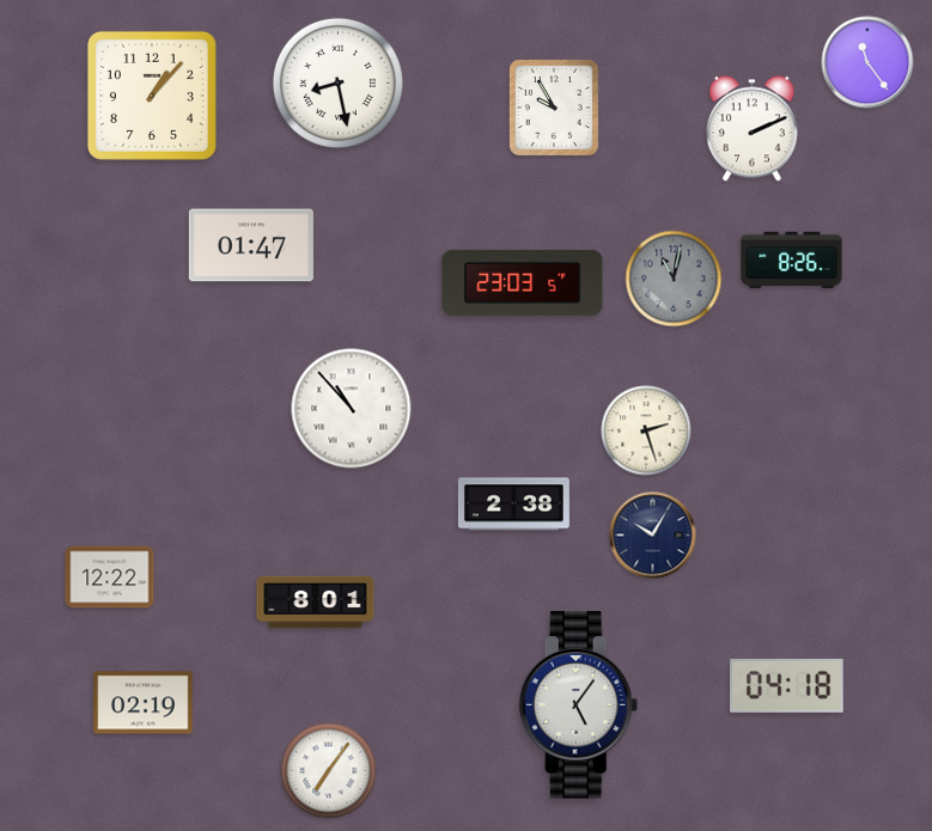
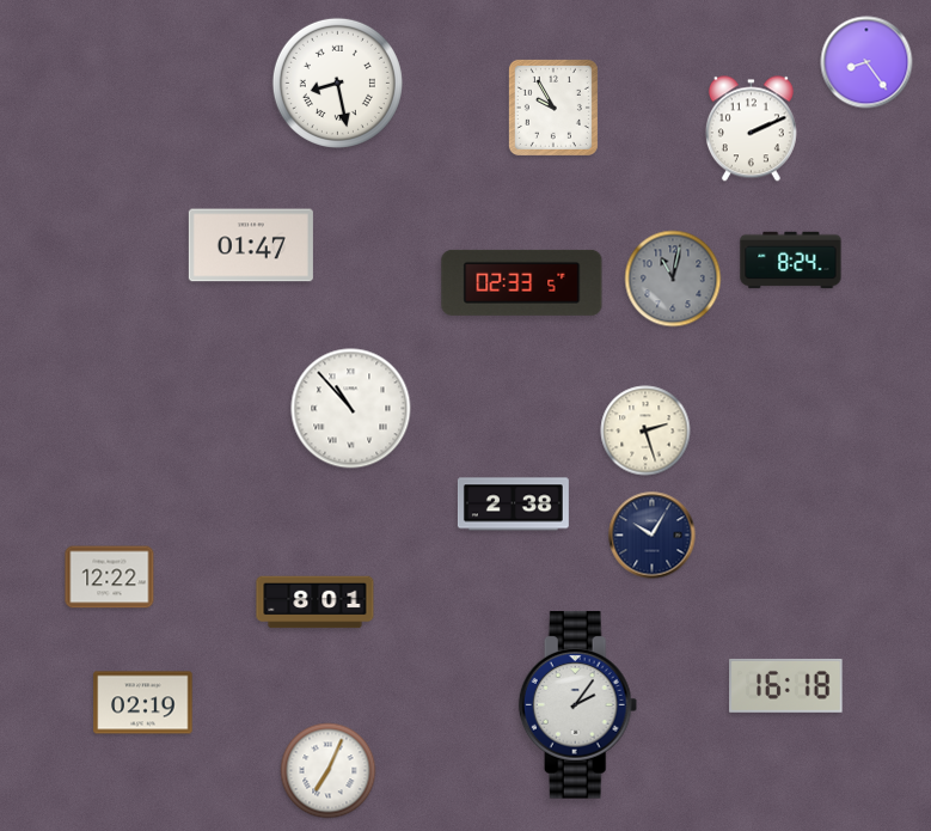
clock at (867, 62): 11:24 -> 8:24
clock at (152, 96): 1:07 -> none
clock at (792, 261): 8:26 -> 8:24
clock at (523, 282): 23:03 -> 02:33
clock at (787, 685): 04:18 -> 16:18
clock at (579, 705): 5:06 -> 2:06
clock at (329, 771): 7:06 -> 7:04
